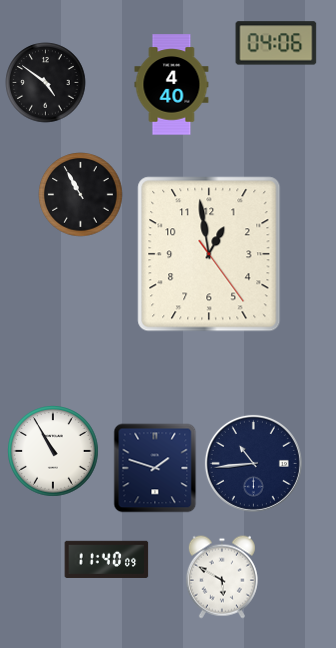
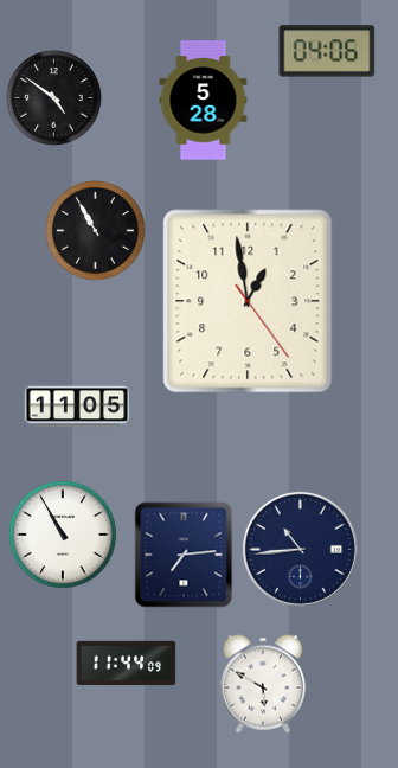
clock at (172, 85): 4:40 -> 5:28
clock at (77, 407): none -> 11:05
clock at (155, 468): 1:48 -> 7:14
clock at (107, 559): 11:40 -> 11:44
